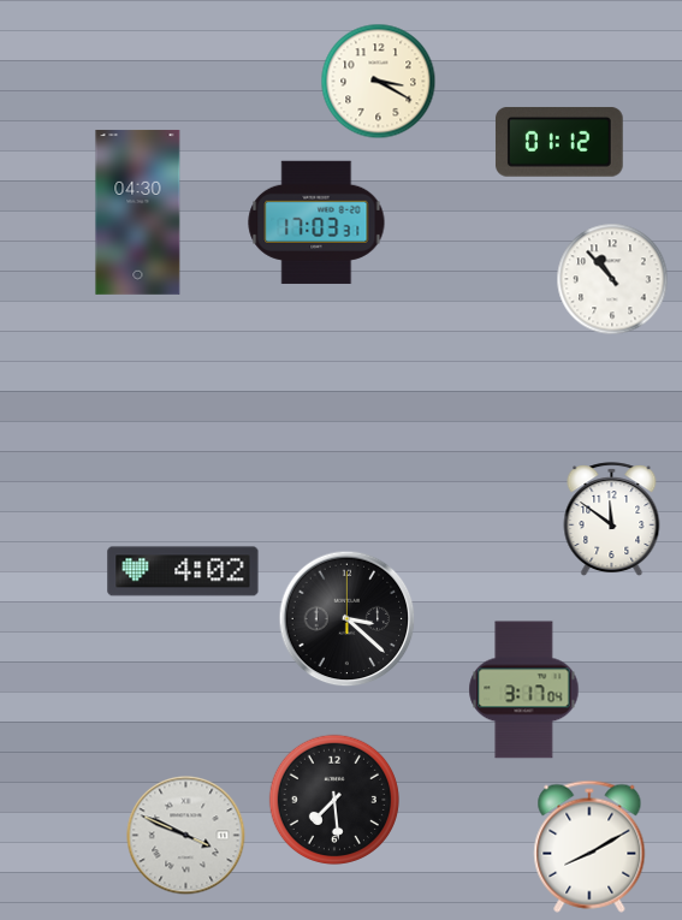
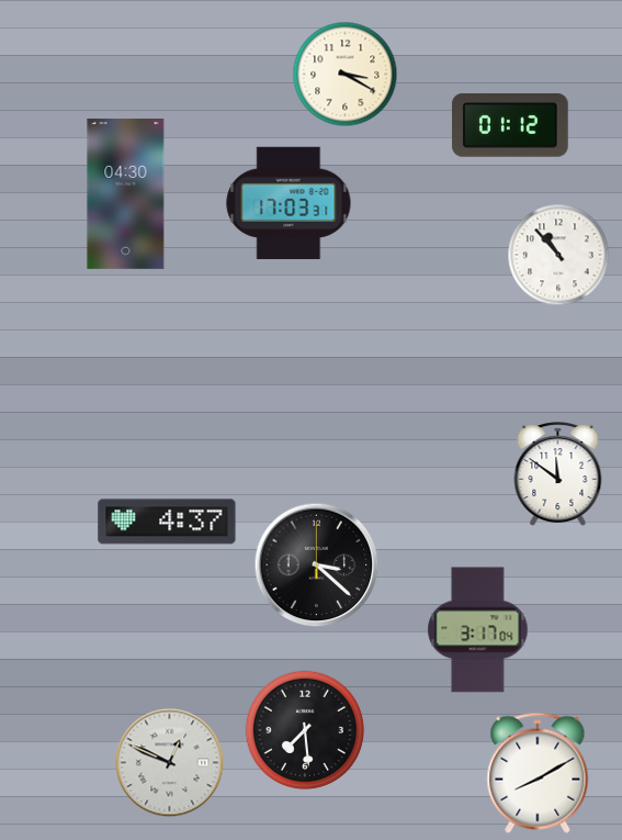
clock at (559, 142) position: (559, 142) -> (510, 125)
clock at (183, 571): 4:02 -> 4:37
clock at (186, 836): 3:49 -> 12:49
